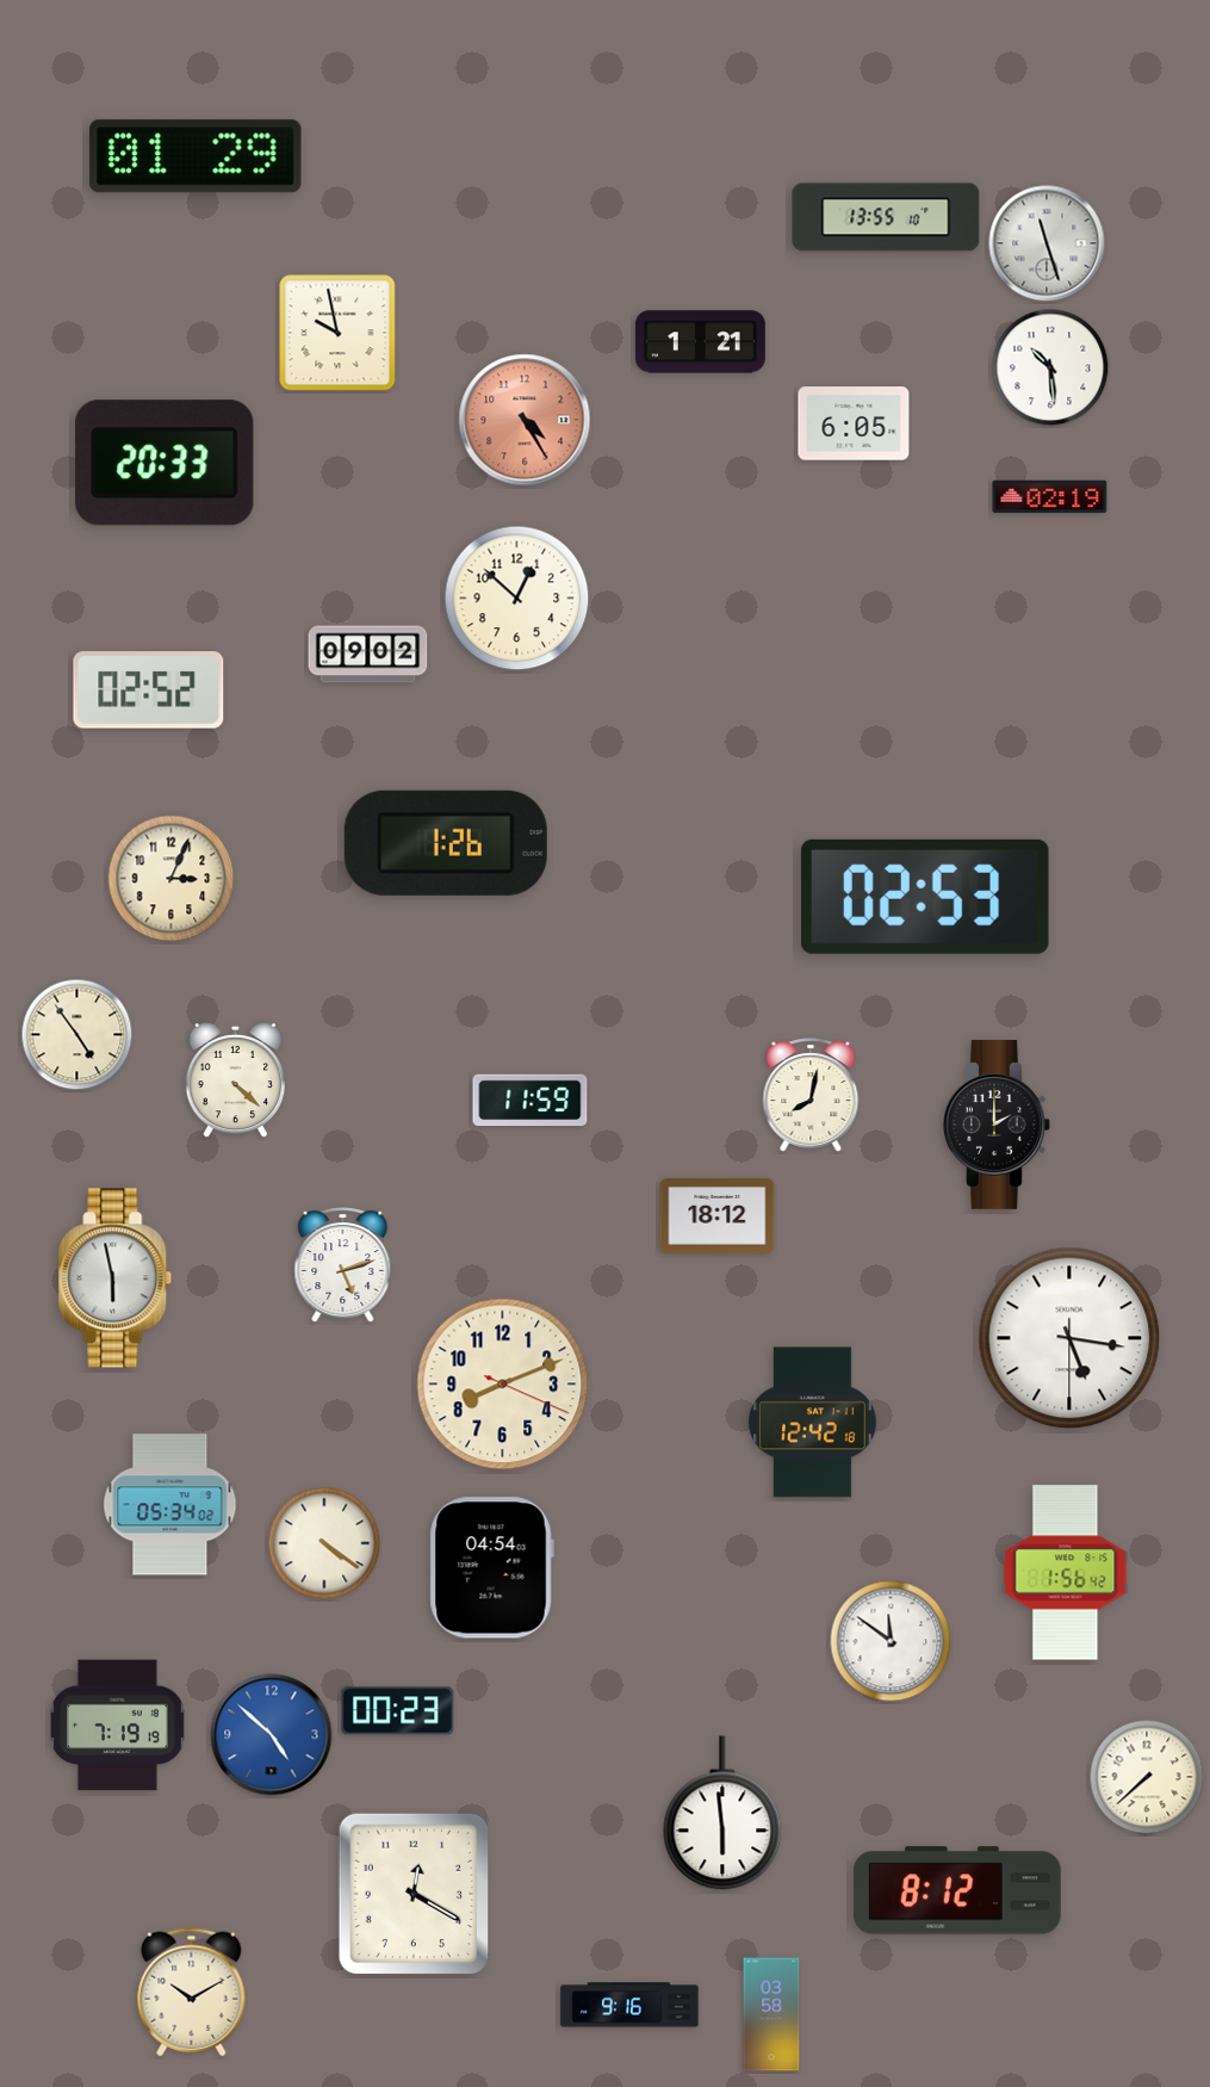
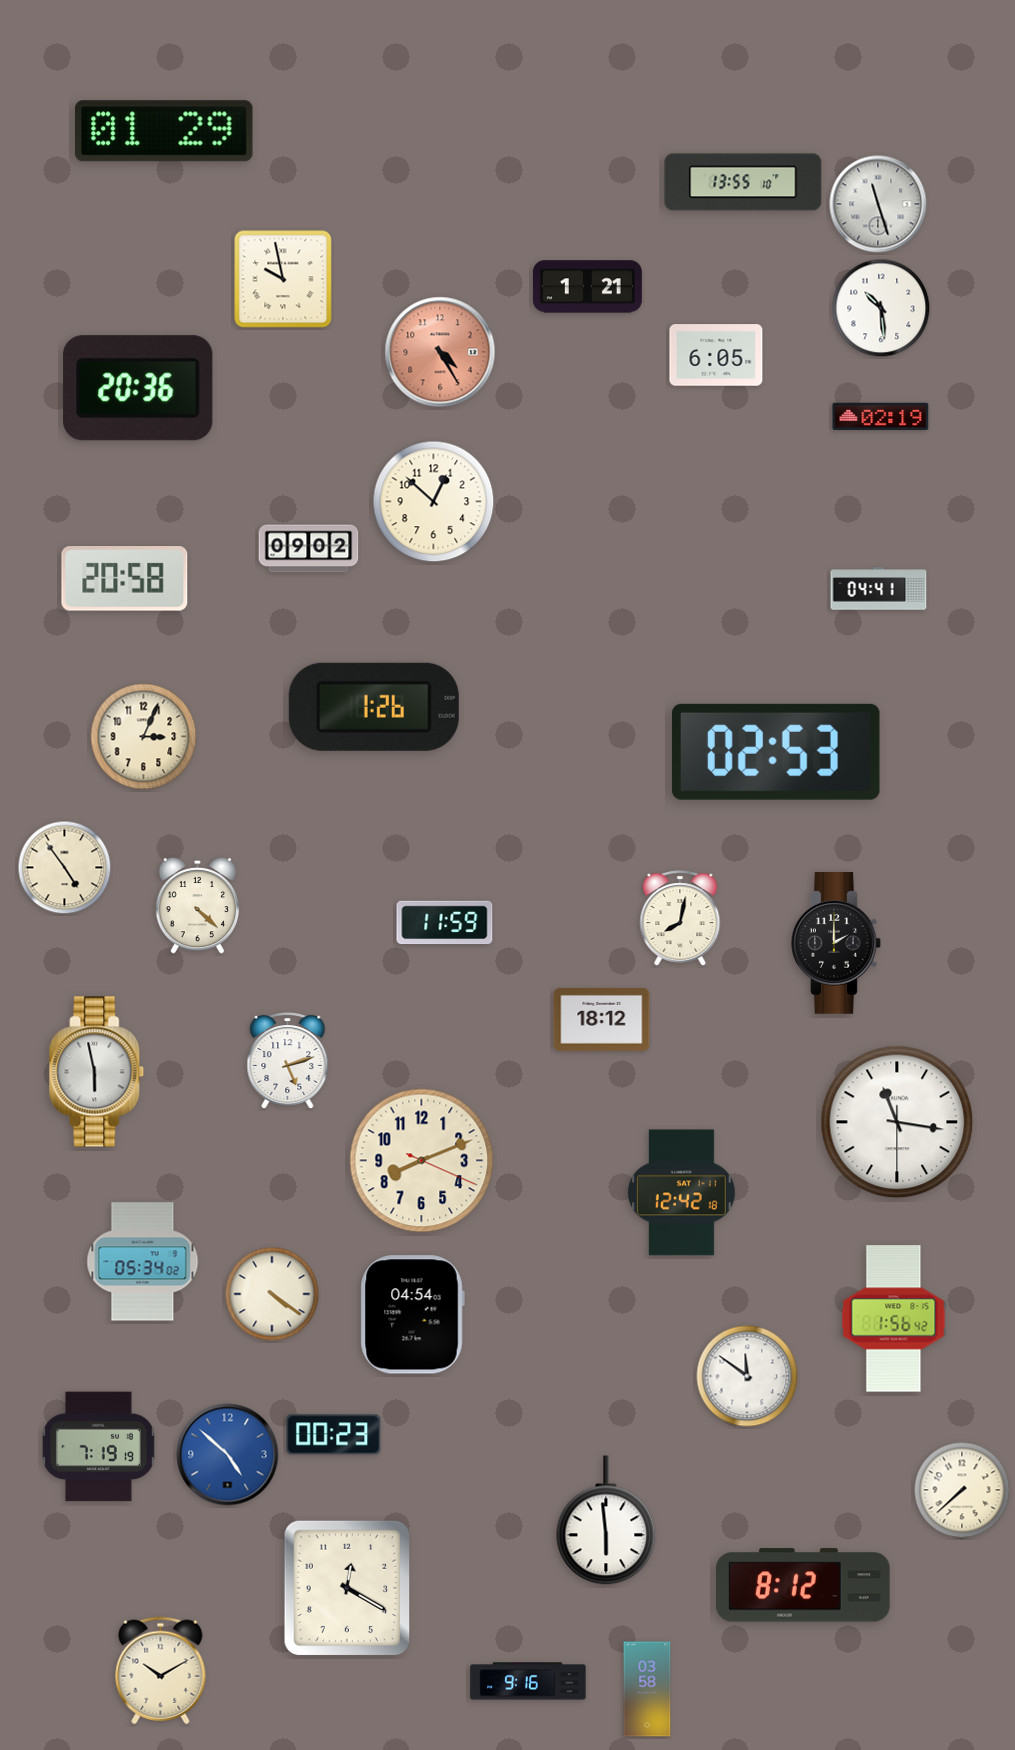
clock at (165, 463): 20:33 -> 20:36
clock at (149, 690): 02:52 -> 20:58
clock at (879, 589): none -> 04:41
clock at (1069, 1338): 5:16 -> 11:16
